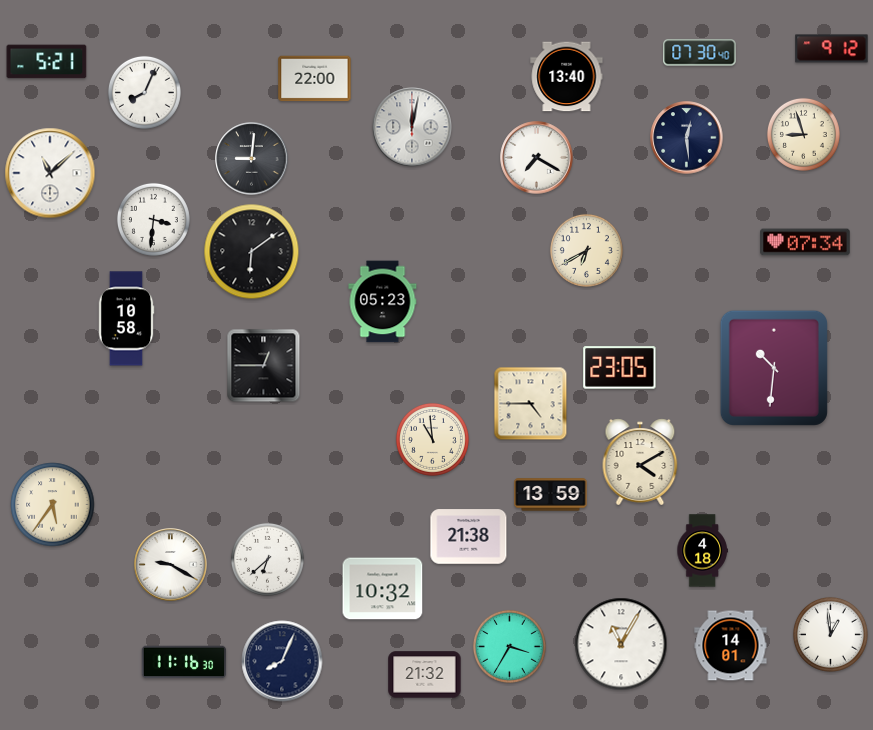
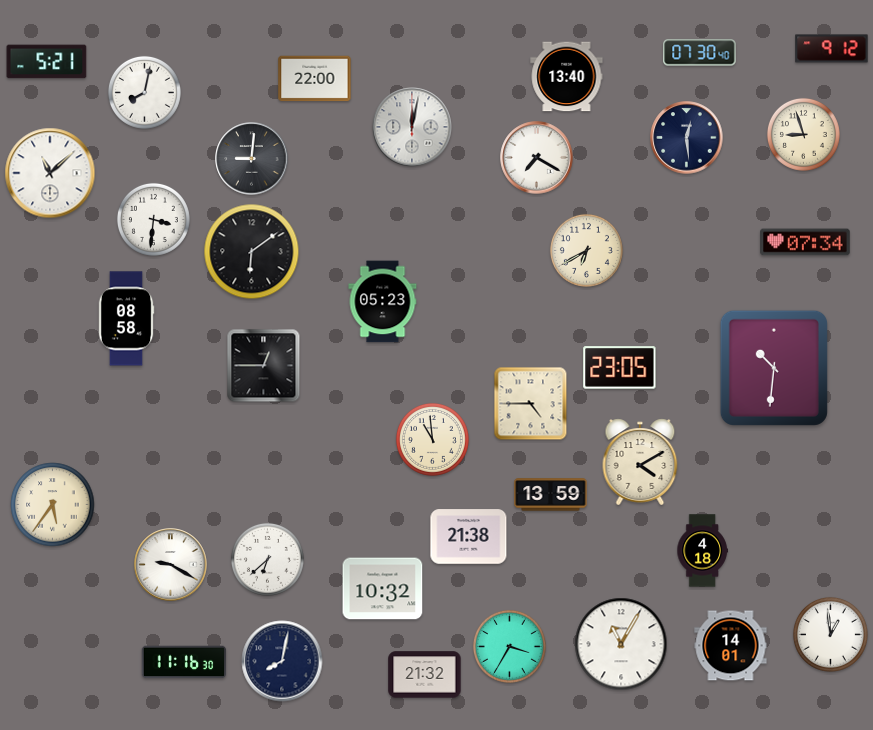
clock at (144, 92): 8:04 -> 8:02
clock at (126, 319): 10:58 -> 08:58
clock at (282, 661): 8:04 -> 8:02
